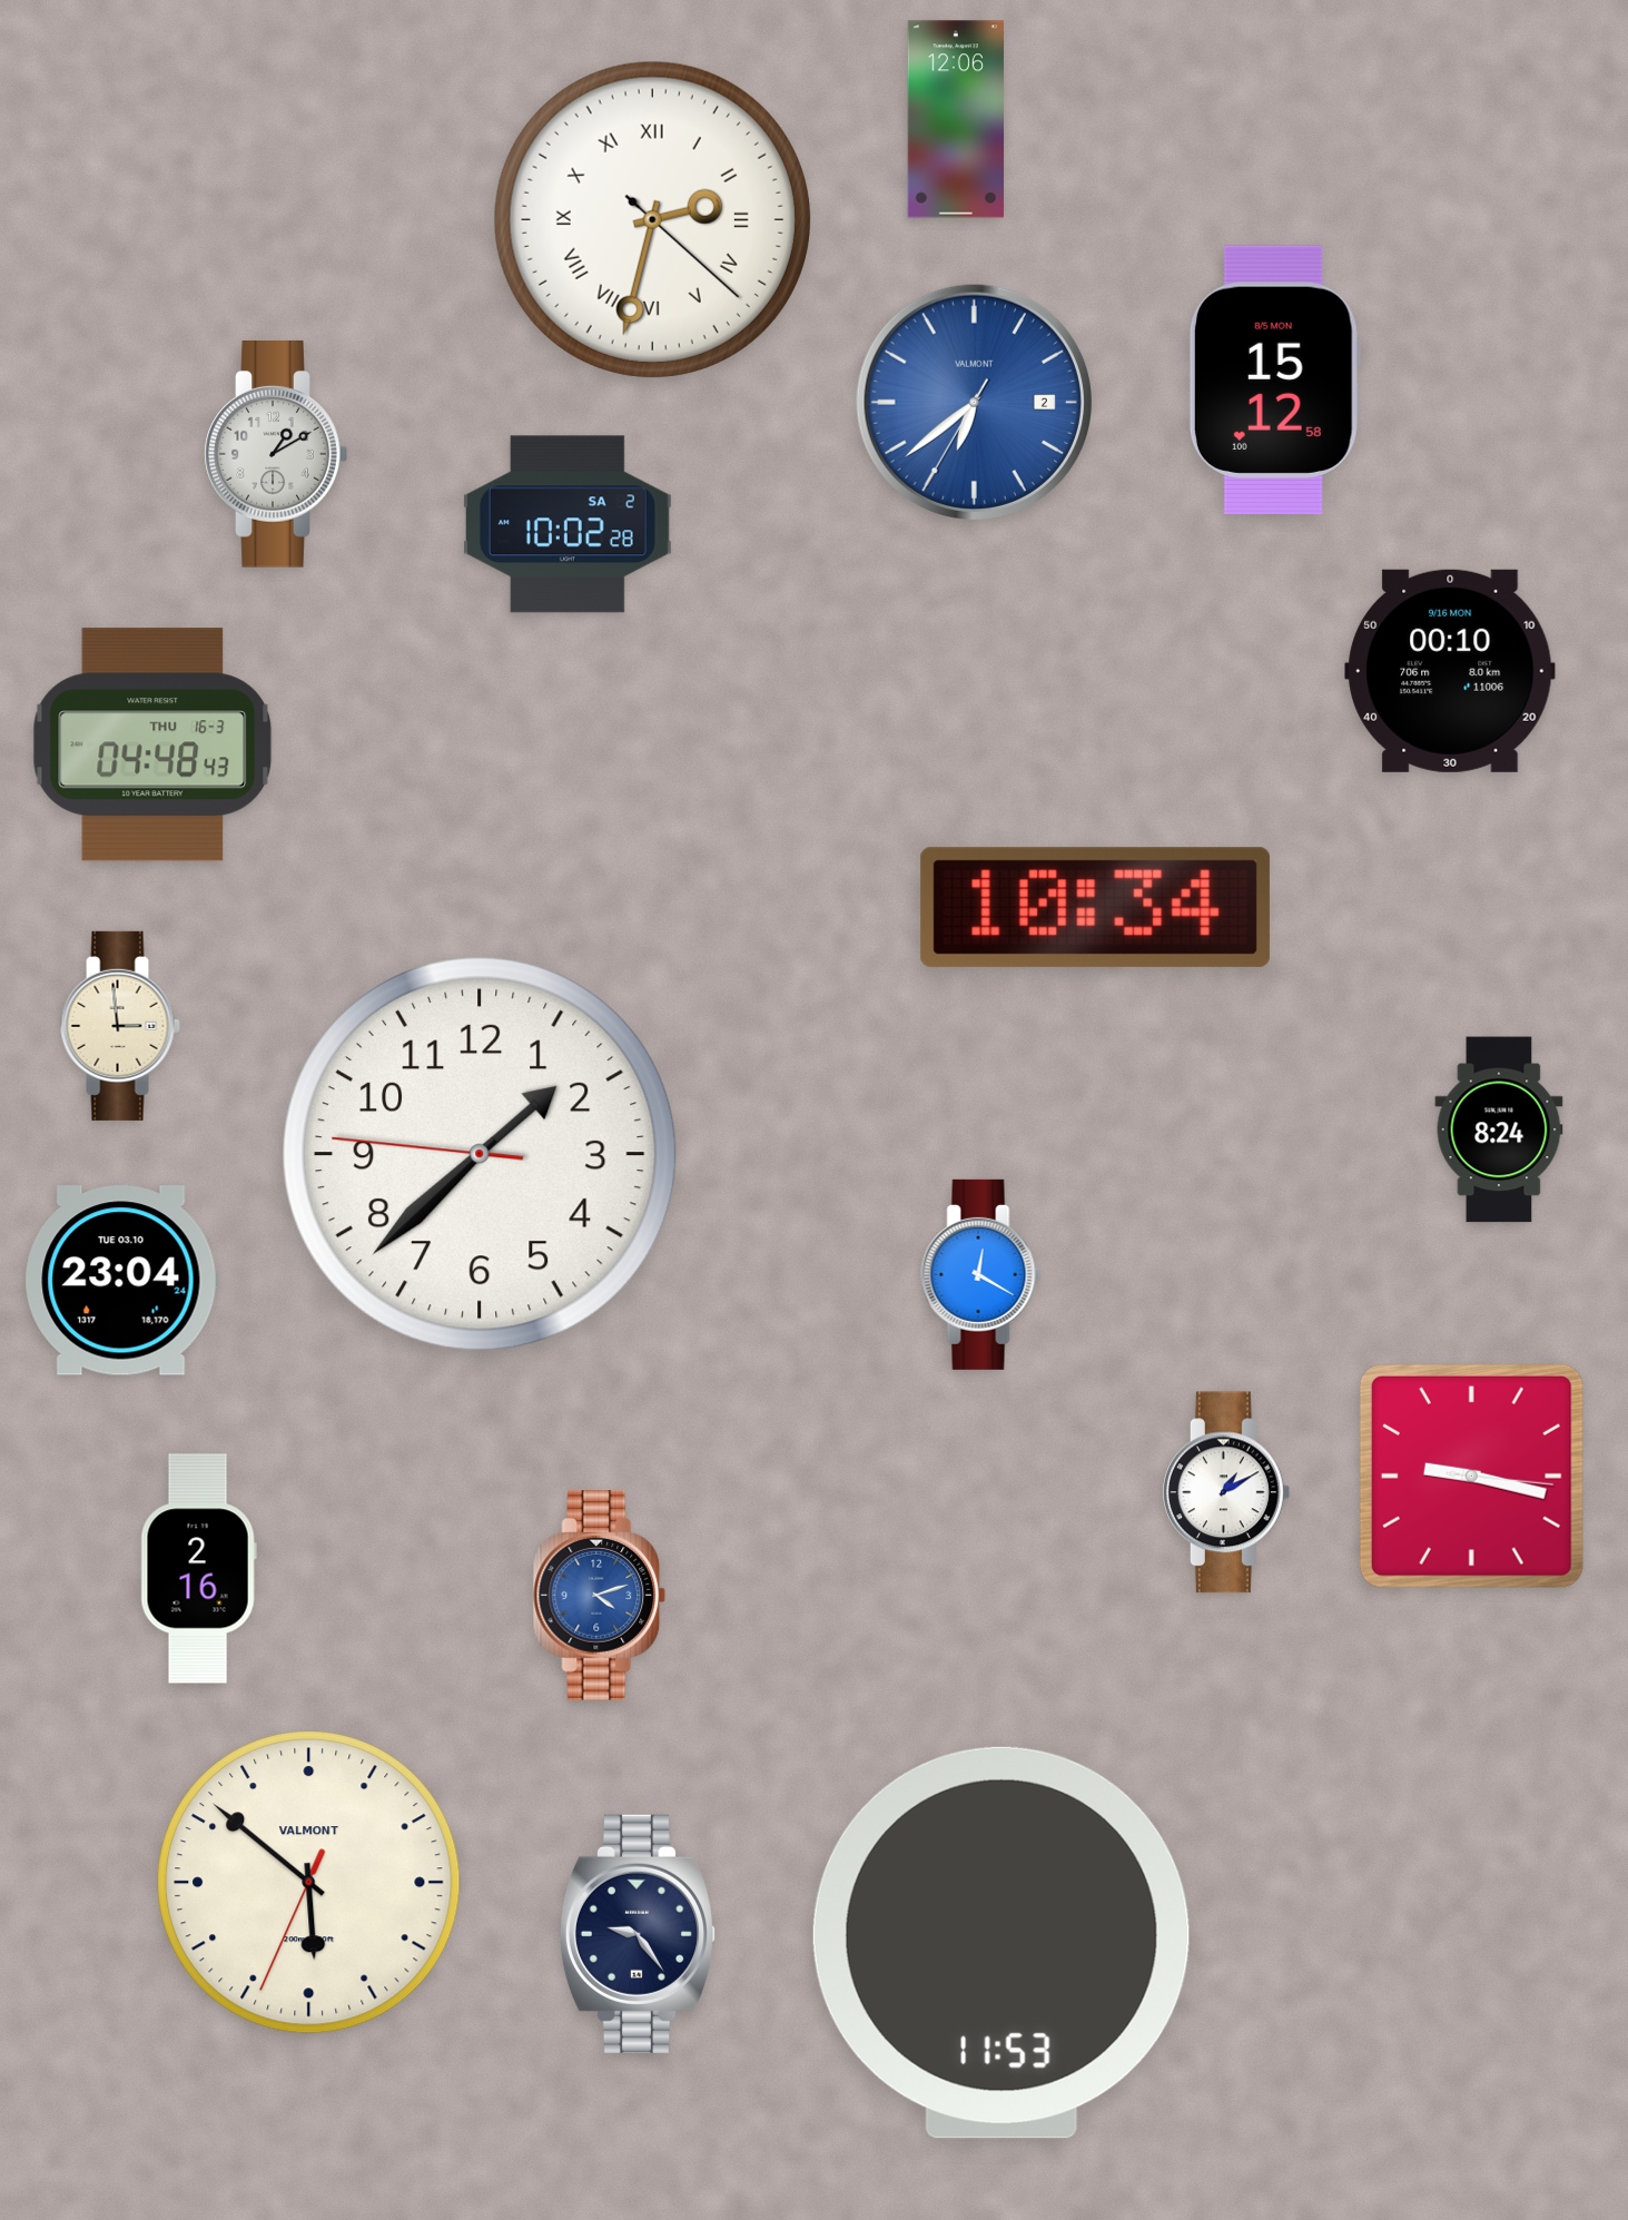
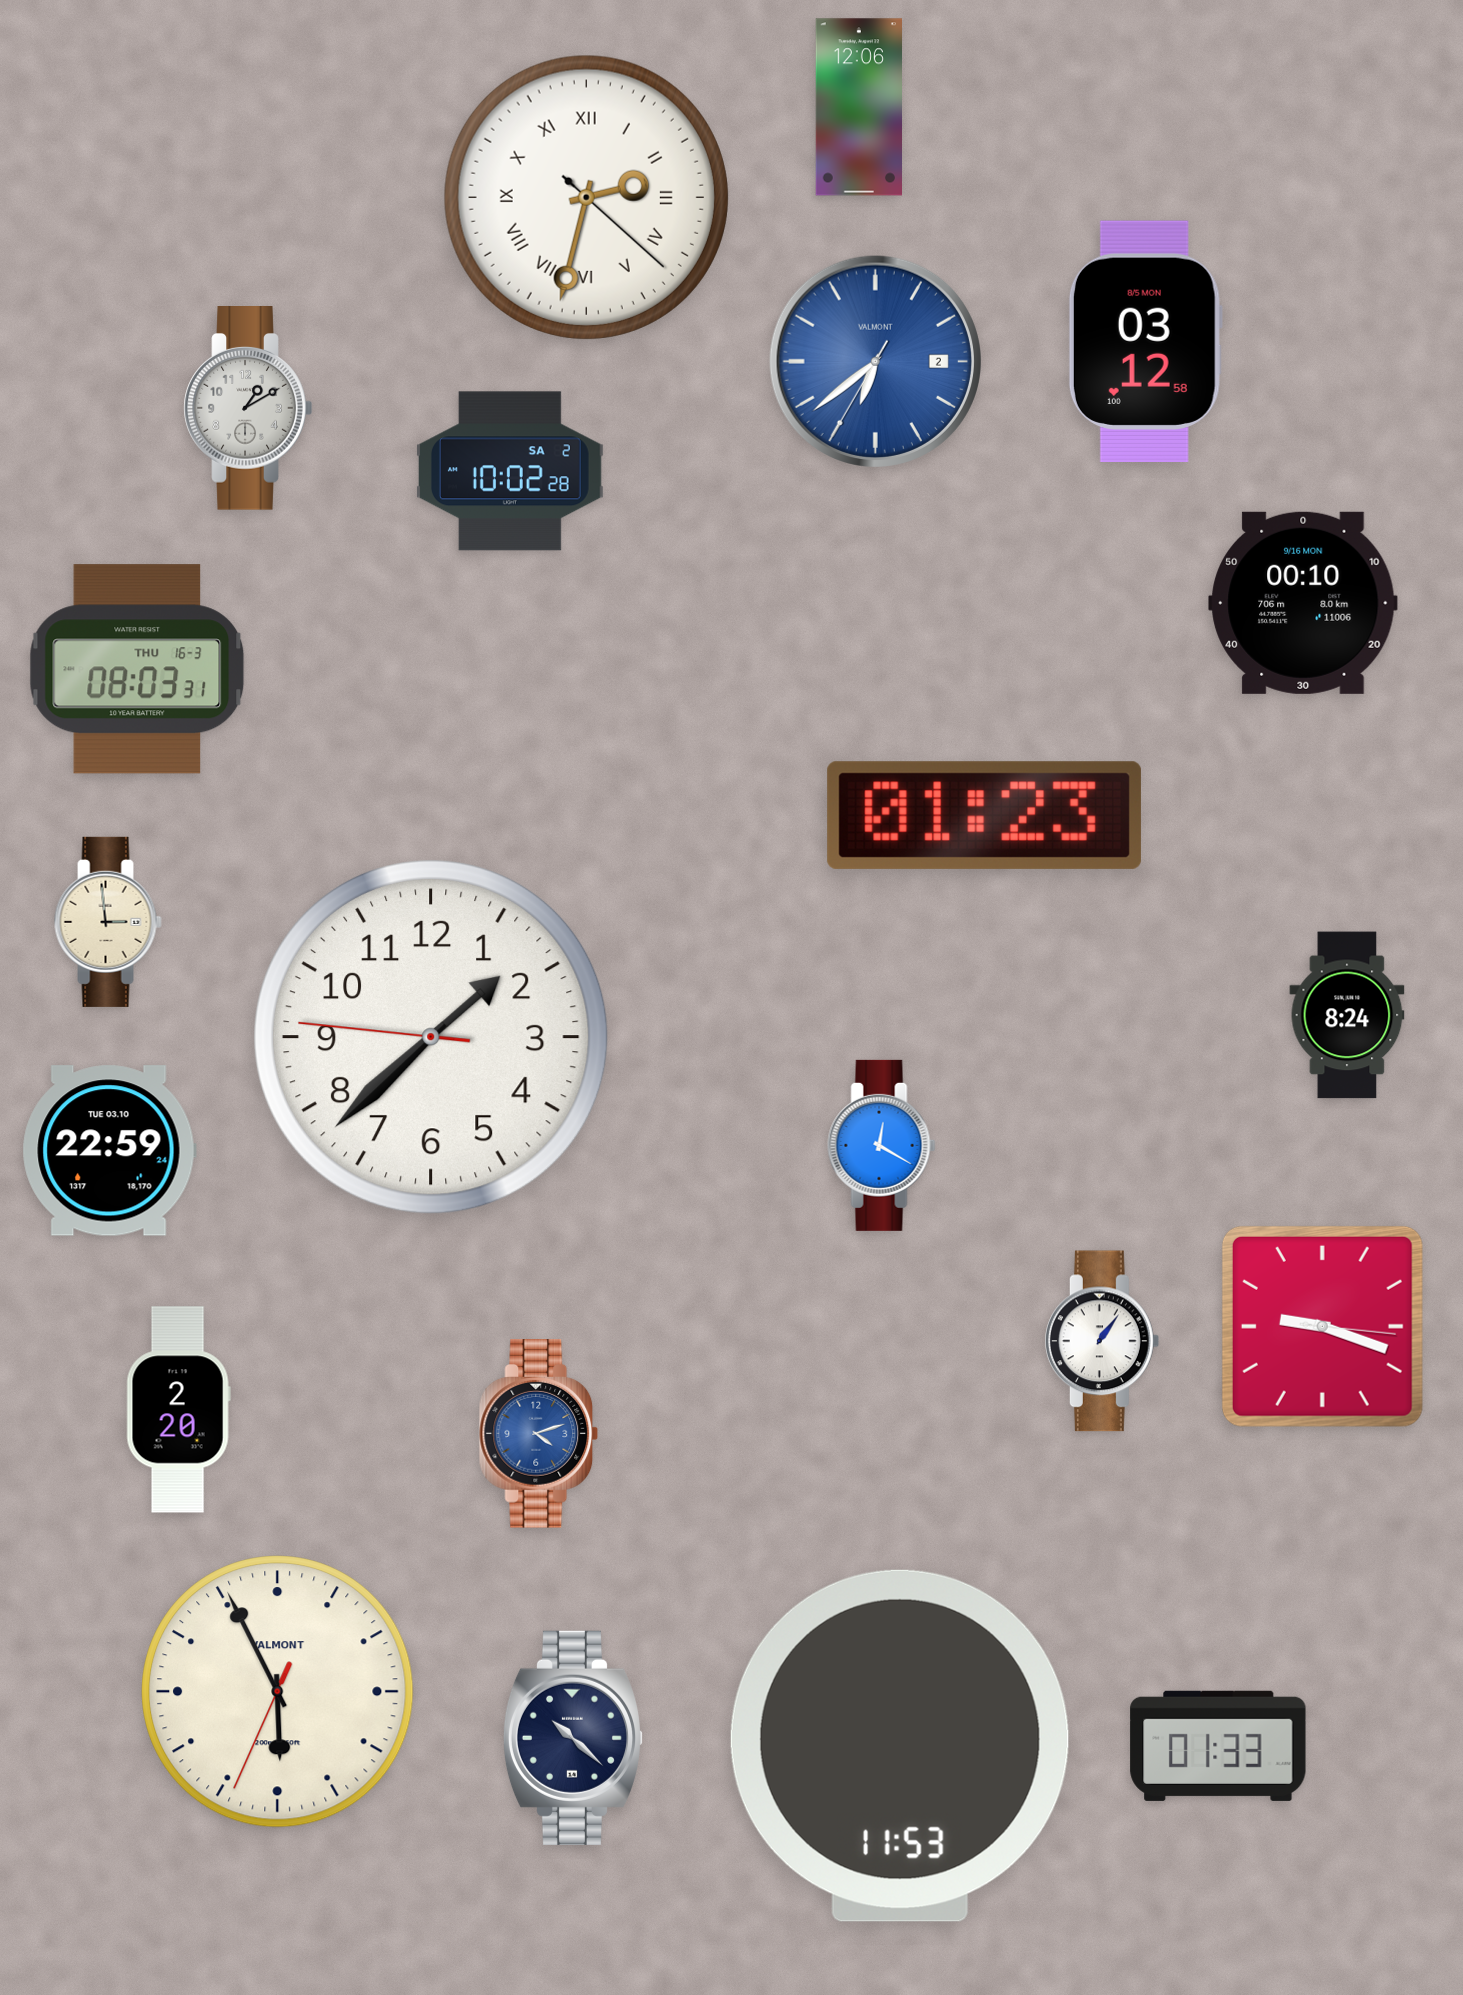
clock at (1274, 379): 15:12 -> 03:12
clock at (152, 744): 04:48 -> 08:03
clock at (1095, 907): 10:34 -> 01:23
clock at (121, 1281): 23:04 -> 22:59
clock at (1471, 1476): 9:17 -> 9:18
clock at (1226, 1492): 1:10 -> 1:06
clock at (198, 1569): 2:16 -> 2:20
clock at (309, 1883): 5:51 -> 5:55
clock at (637, 1934): 9:24 -> 10:22
clock at (1218, 1746): none -> 01:33
